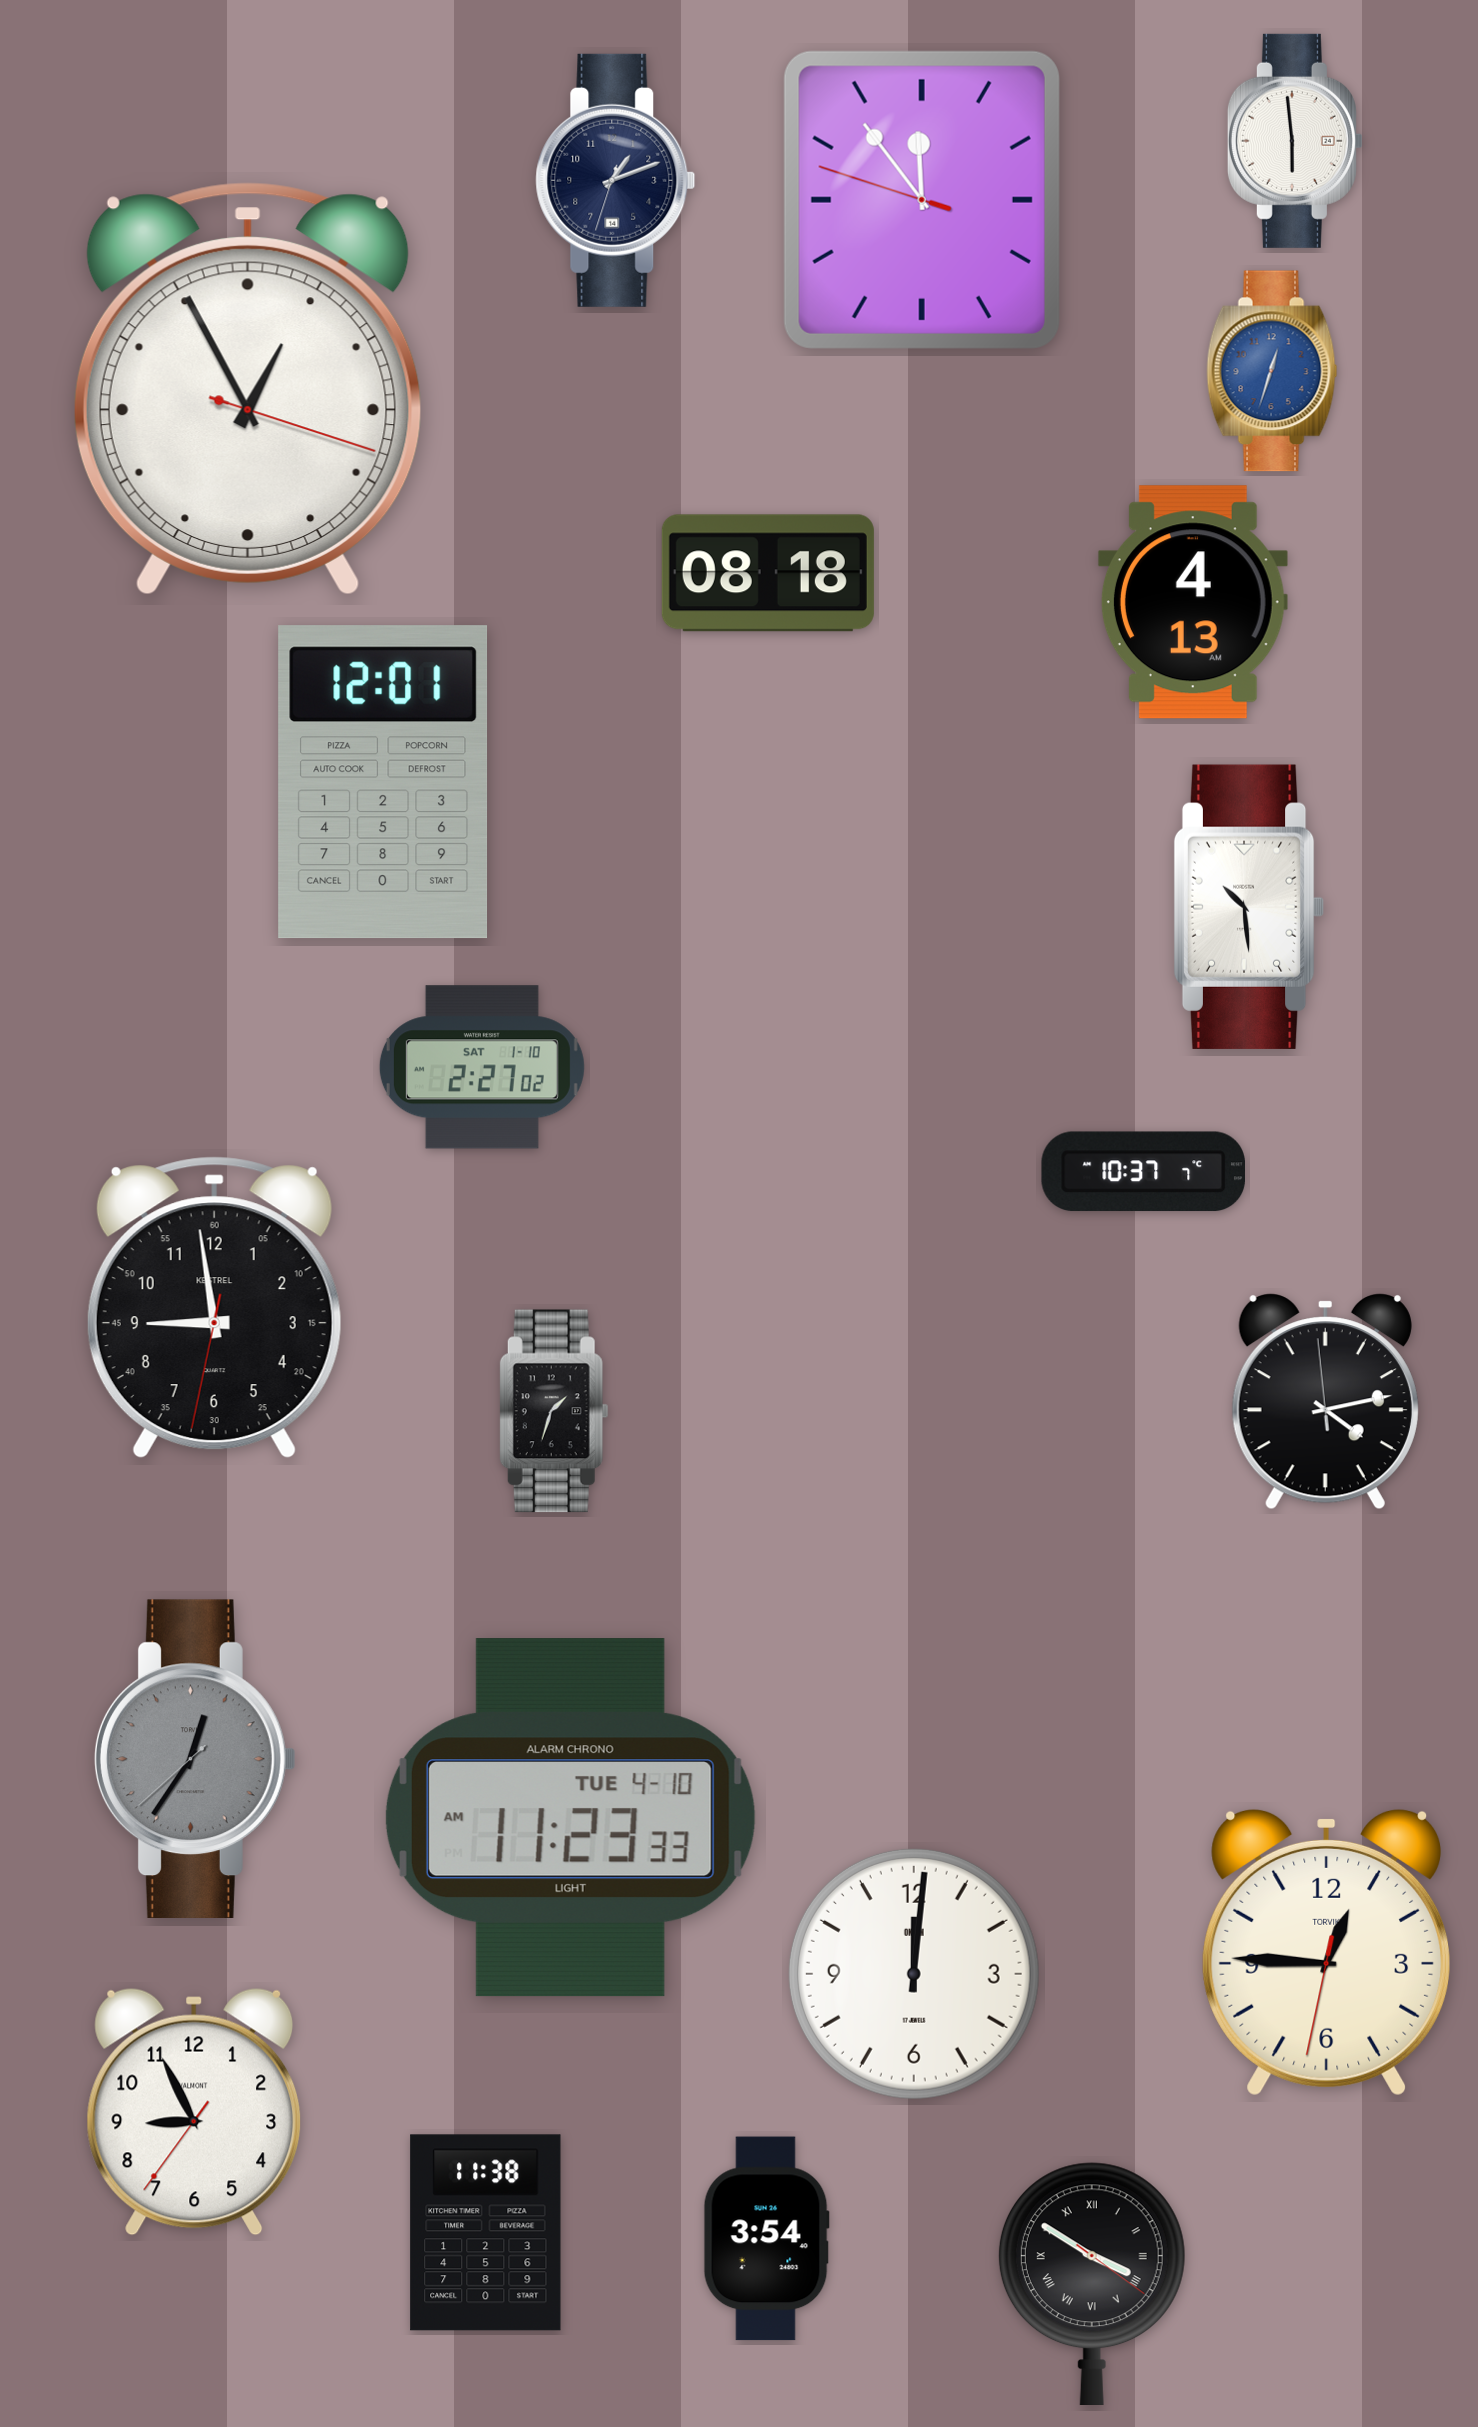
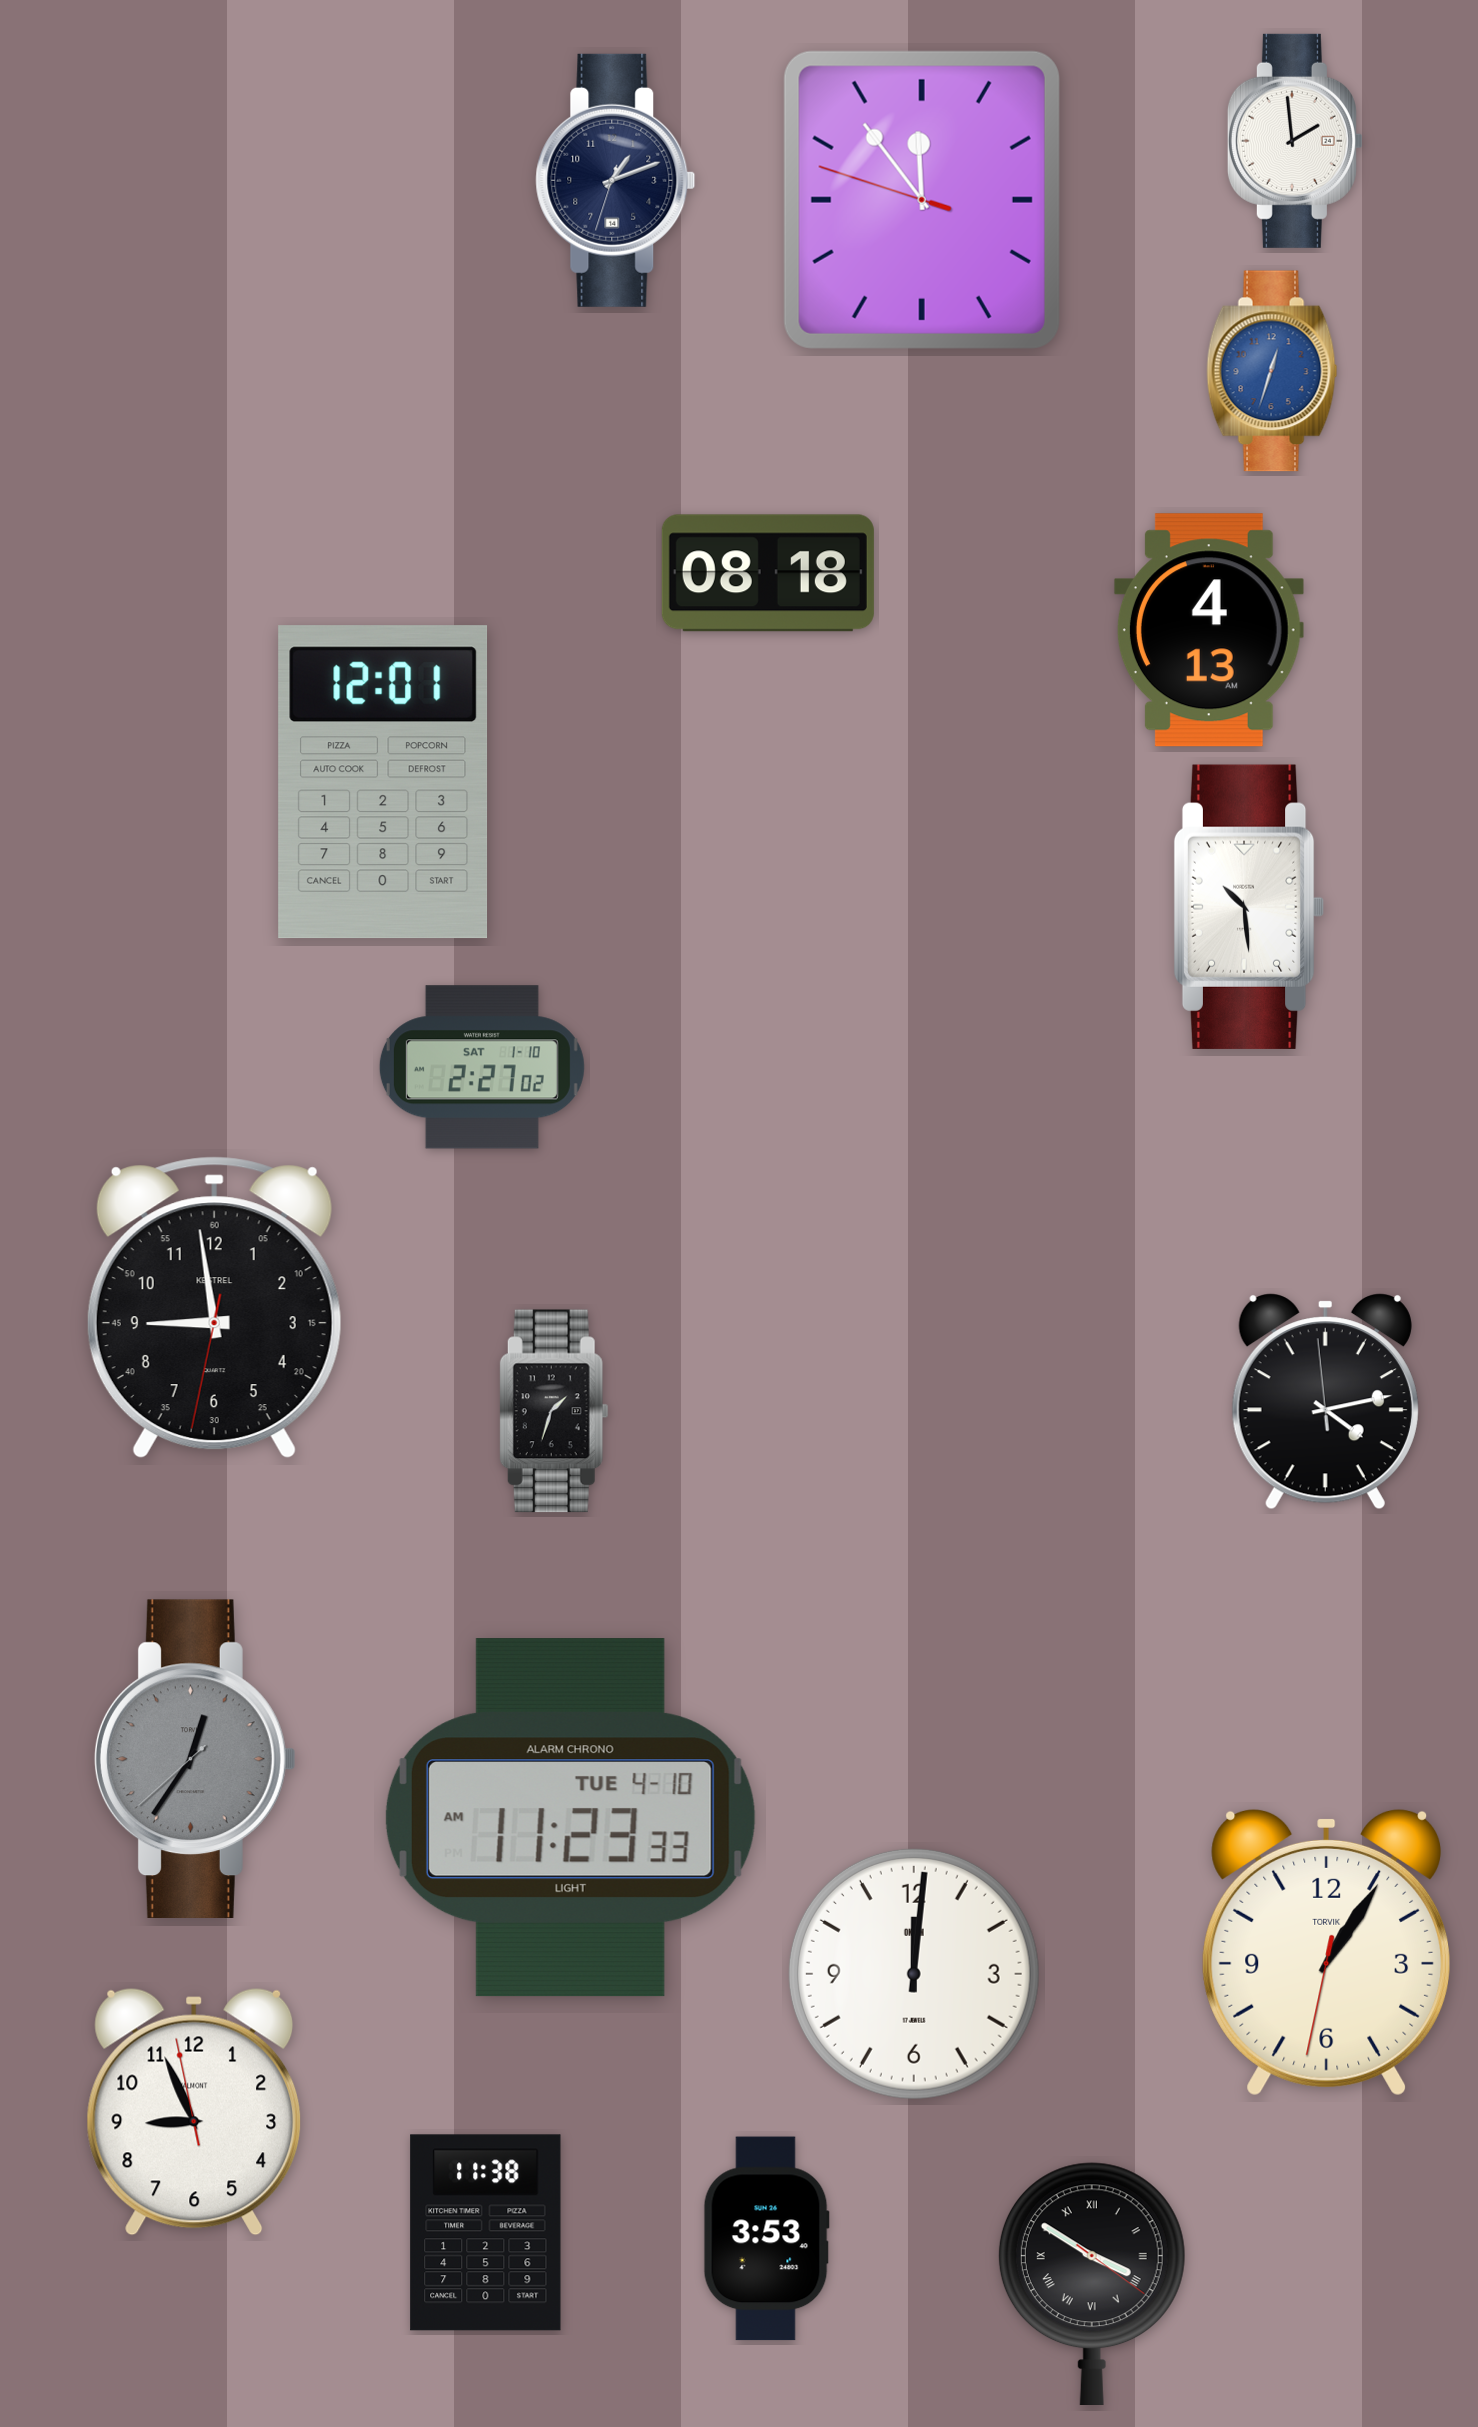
clock at (1295, 141): 5:59 -> 1:59
clock at (248, 388): 12:55 -> none
clock at (1193, 602) position: (1193, 602) -> (1209, 630)
clock at (1143, 1171): 10:37 -> none
clock at (1326, 1952): 12:45 -> 1:05
clock at (194, 2112): 8:55:36 -> 8:55:58
clock at (766, 2239): 3:54 -> 3:53
